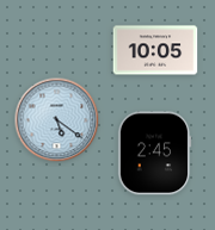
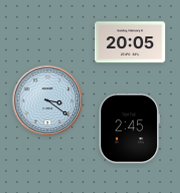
clock at (155, 50): 10:05 -> 20:05
clock at (57, 120): 5:21 -> 3:21
